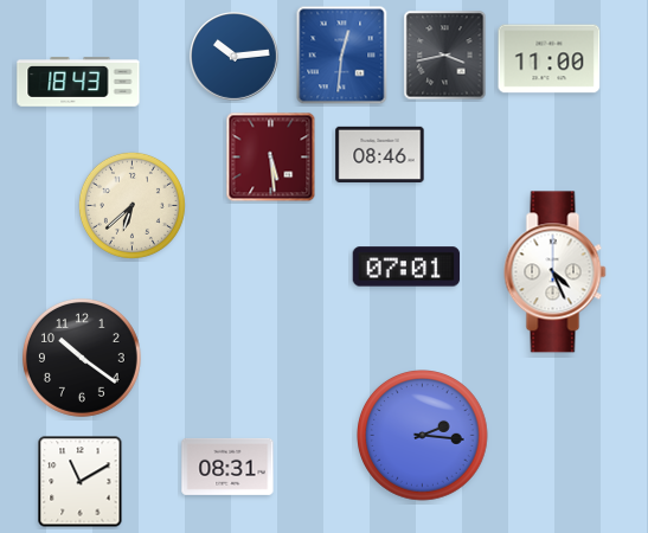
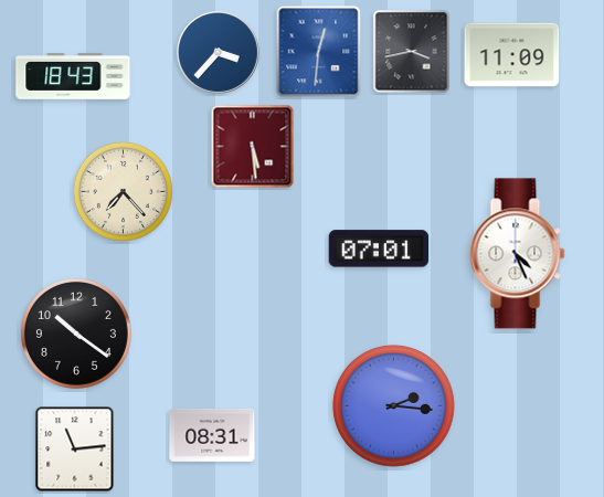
clock at (445, 56) position: (445, 56) -> (412, 52)
clock at (235, 57): 10:14 -> 3:37
clock at (550, 59): 11:00 -> 11:09
clock at (380, 154): 08:46 -> none
clock at (131, 205): 6:38 -> 7:23
clock at (81, 482): 11:10 -> 11:14
